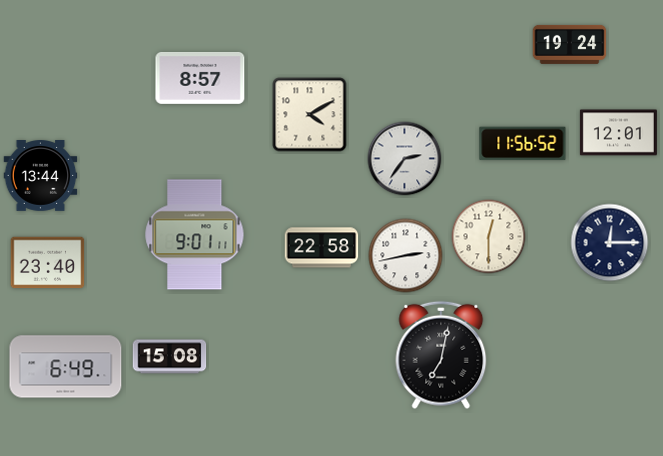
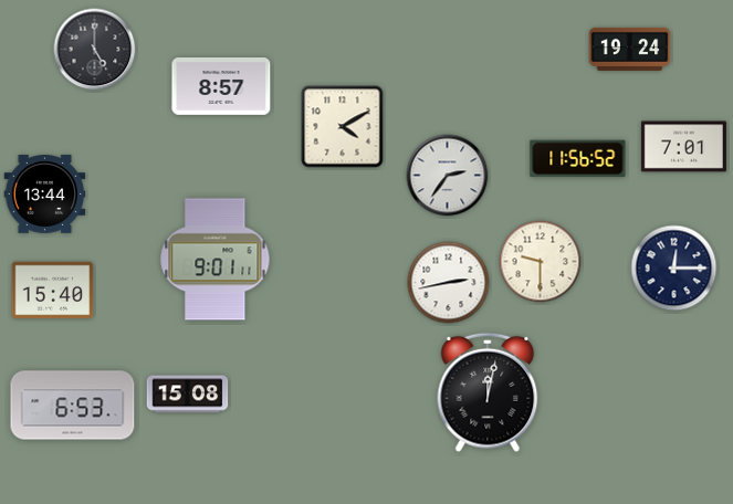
clock at (95, 50): none -> 5:00
clock at (618, 133): 12:01 -> 7:01
clock at (489, 237): 12:30 -> 9:30
clock at (322, 248): 22:58 -> none
clock at (48, 263): 23:40 -> 15:40
clock at (441, 355): 7:02 -> 12:02
clock at (66, 367): 6:49 -> 6:53
